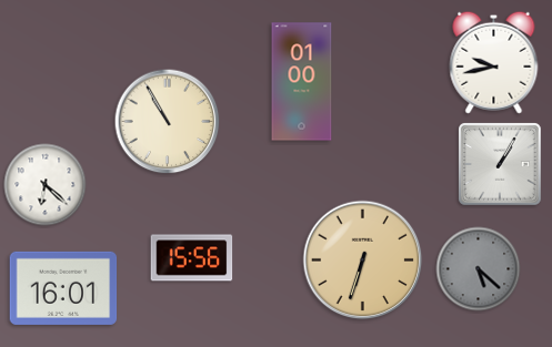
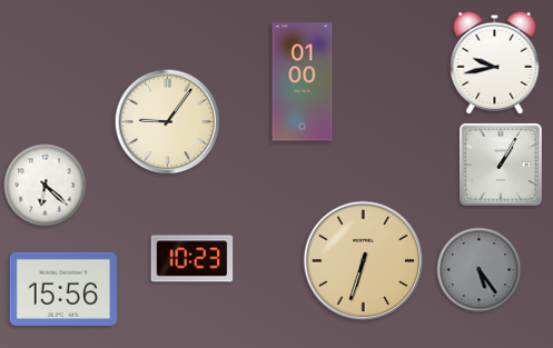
clock at (168, 122): 10:55 -> 9:06
clock at (192, 258): 15:56 -> 10:23
clock at (479, 269): 5:22 -> 5:24
clock at (63, 288): 16:01 -> 15:56
